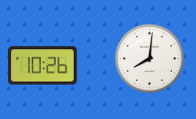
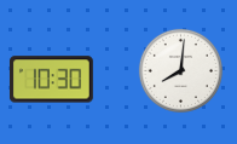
clock at (42, 66): 10:26 -> 10:30
